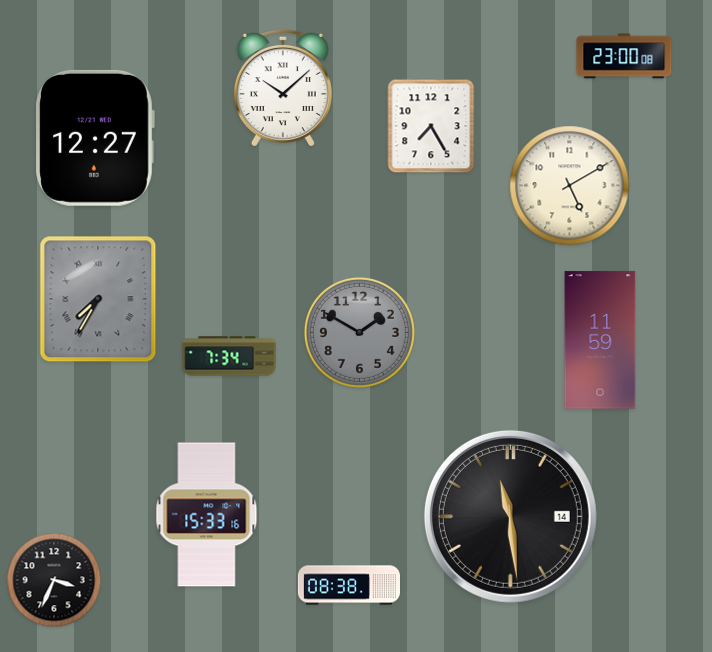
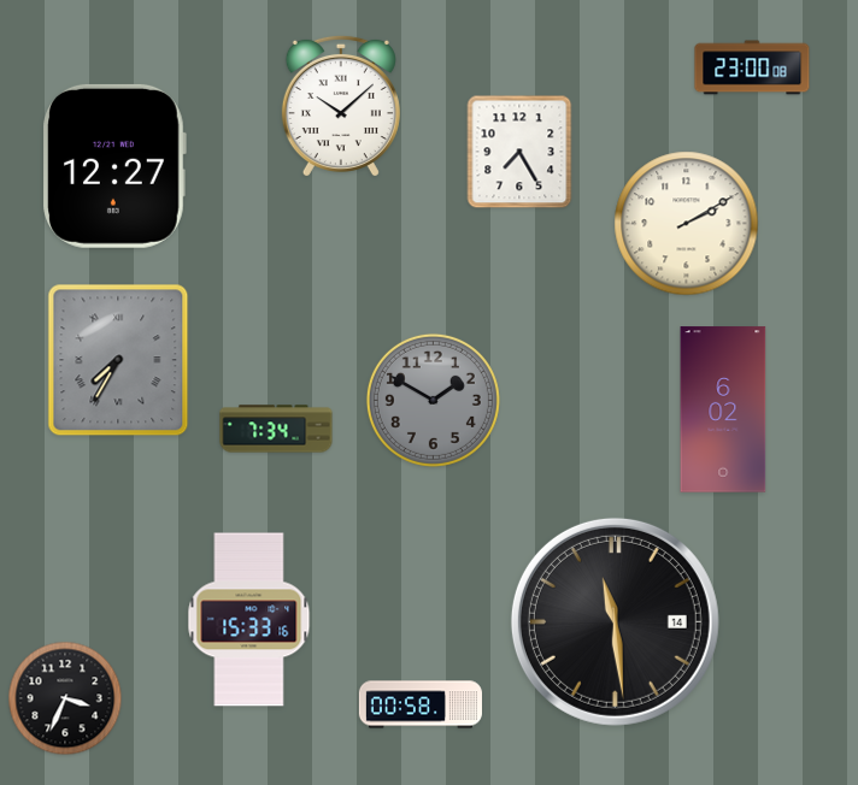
clock at (570, 186): 5:10 -> 2:10
clock at (600, 340): 11:59 -> 6:02
clock at (349, 585): 08:38 -> 00:58
